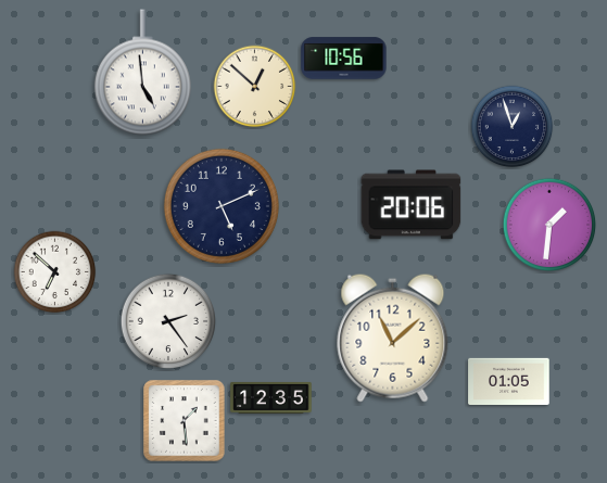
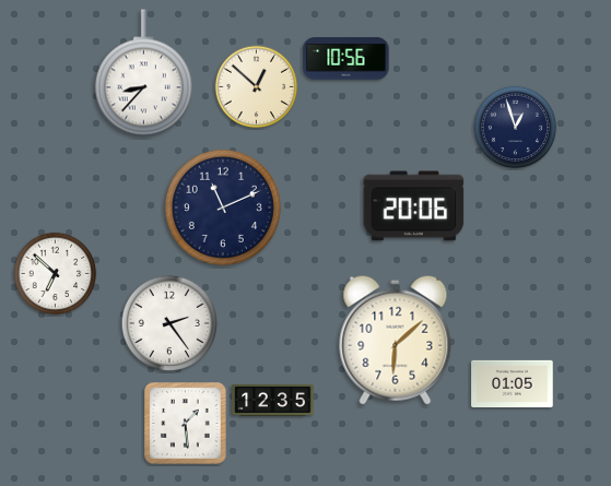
clock at (142, 73): 4:59 -> 8:37
clock at (222, 206): 5:11 -> 11:11
clock at (549, 225): 1:31 -> none
clock at (393, 338): 11:08 -> 6:08
